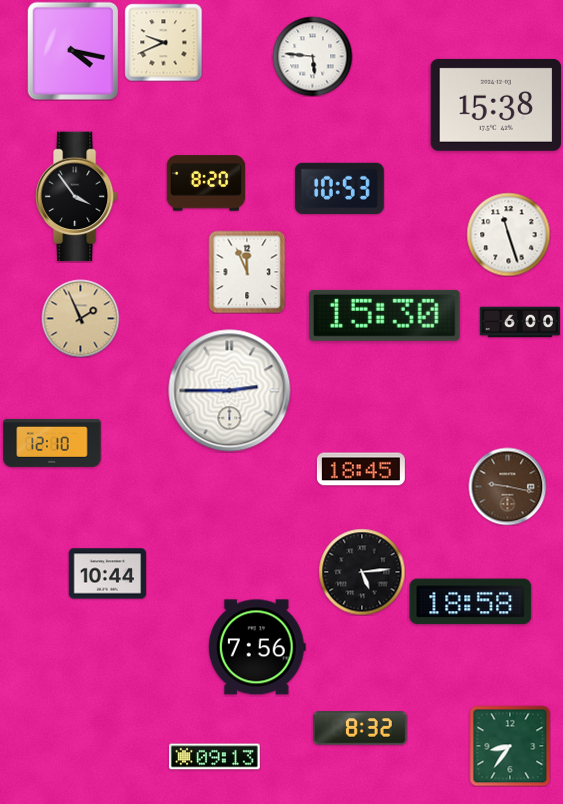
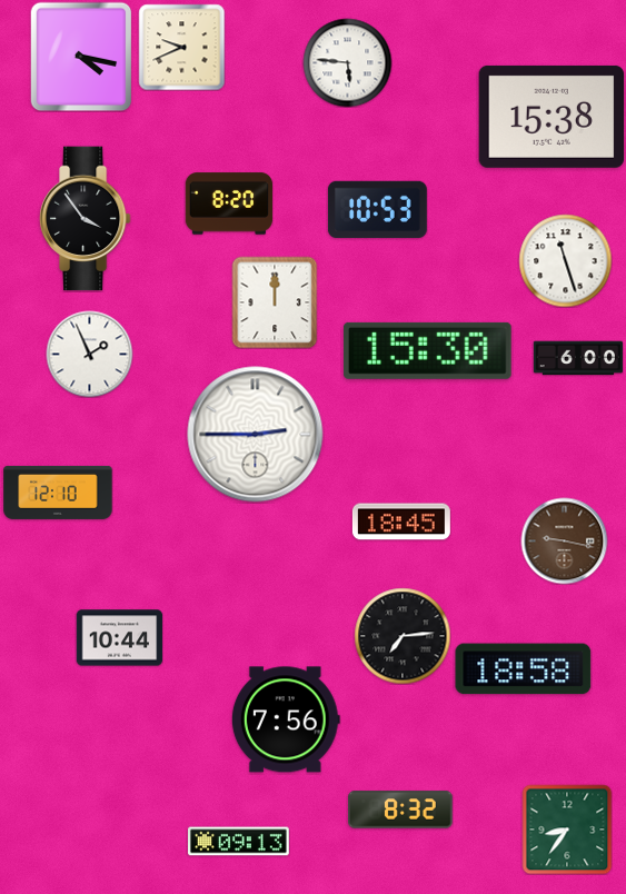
clock at (247, 272): 11:56 -> 12:00
clock at (80, 318) dial: champagne -> white
clock at (362, 572): 5:14 -> 7:14
